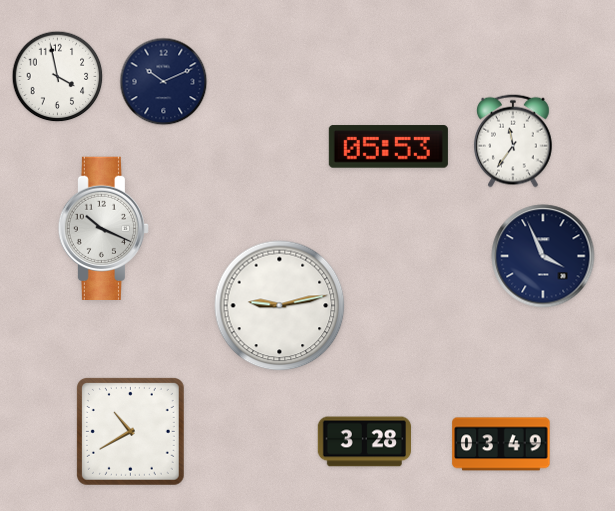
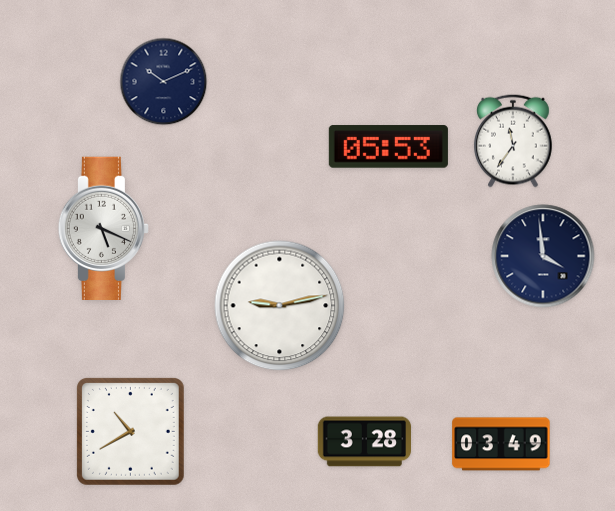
clock at (58, 77): 3:58 -> none
clock at (103, 228): 10:19 -> 5:19
clock at (543, 256): 3:56 -> 3:59
